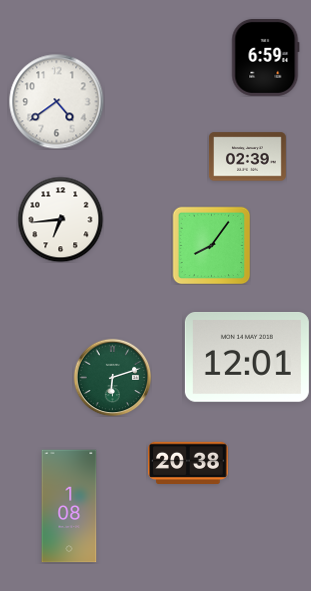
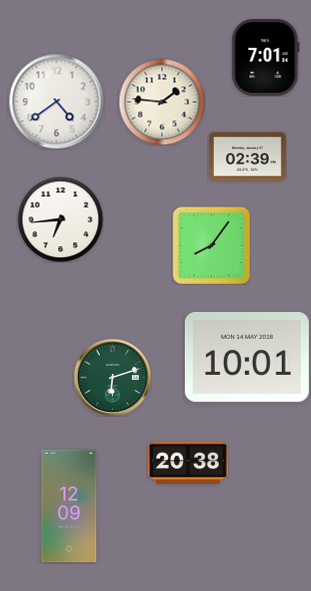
clock at (266, 57): 6:59 -> 7:01
clock at (162, 102): none -> 1:46
clock at (247, 357): 12:01 -> 10:01
clock at (69, 506): 1:08 -> 12:09
